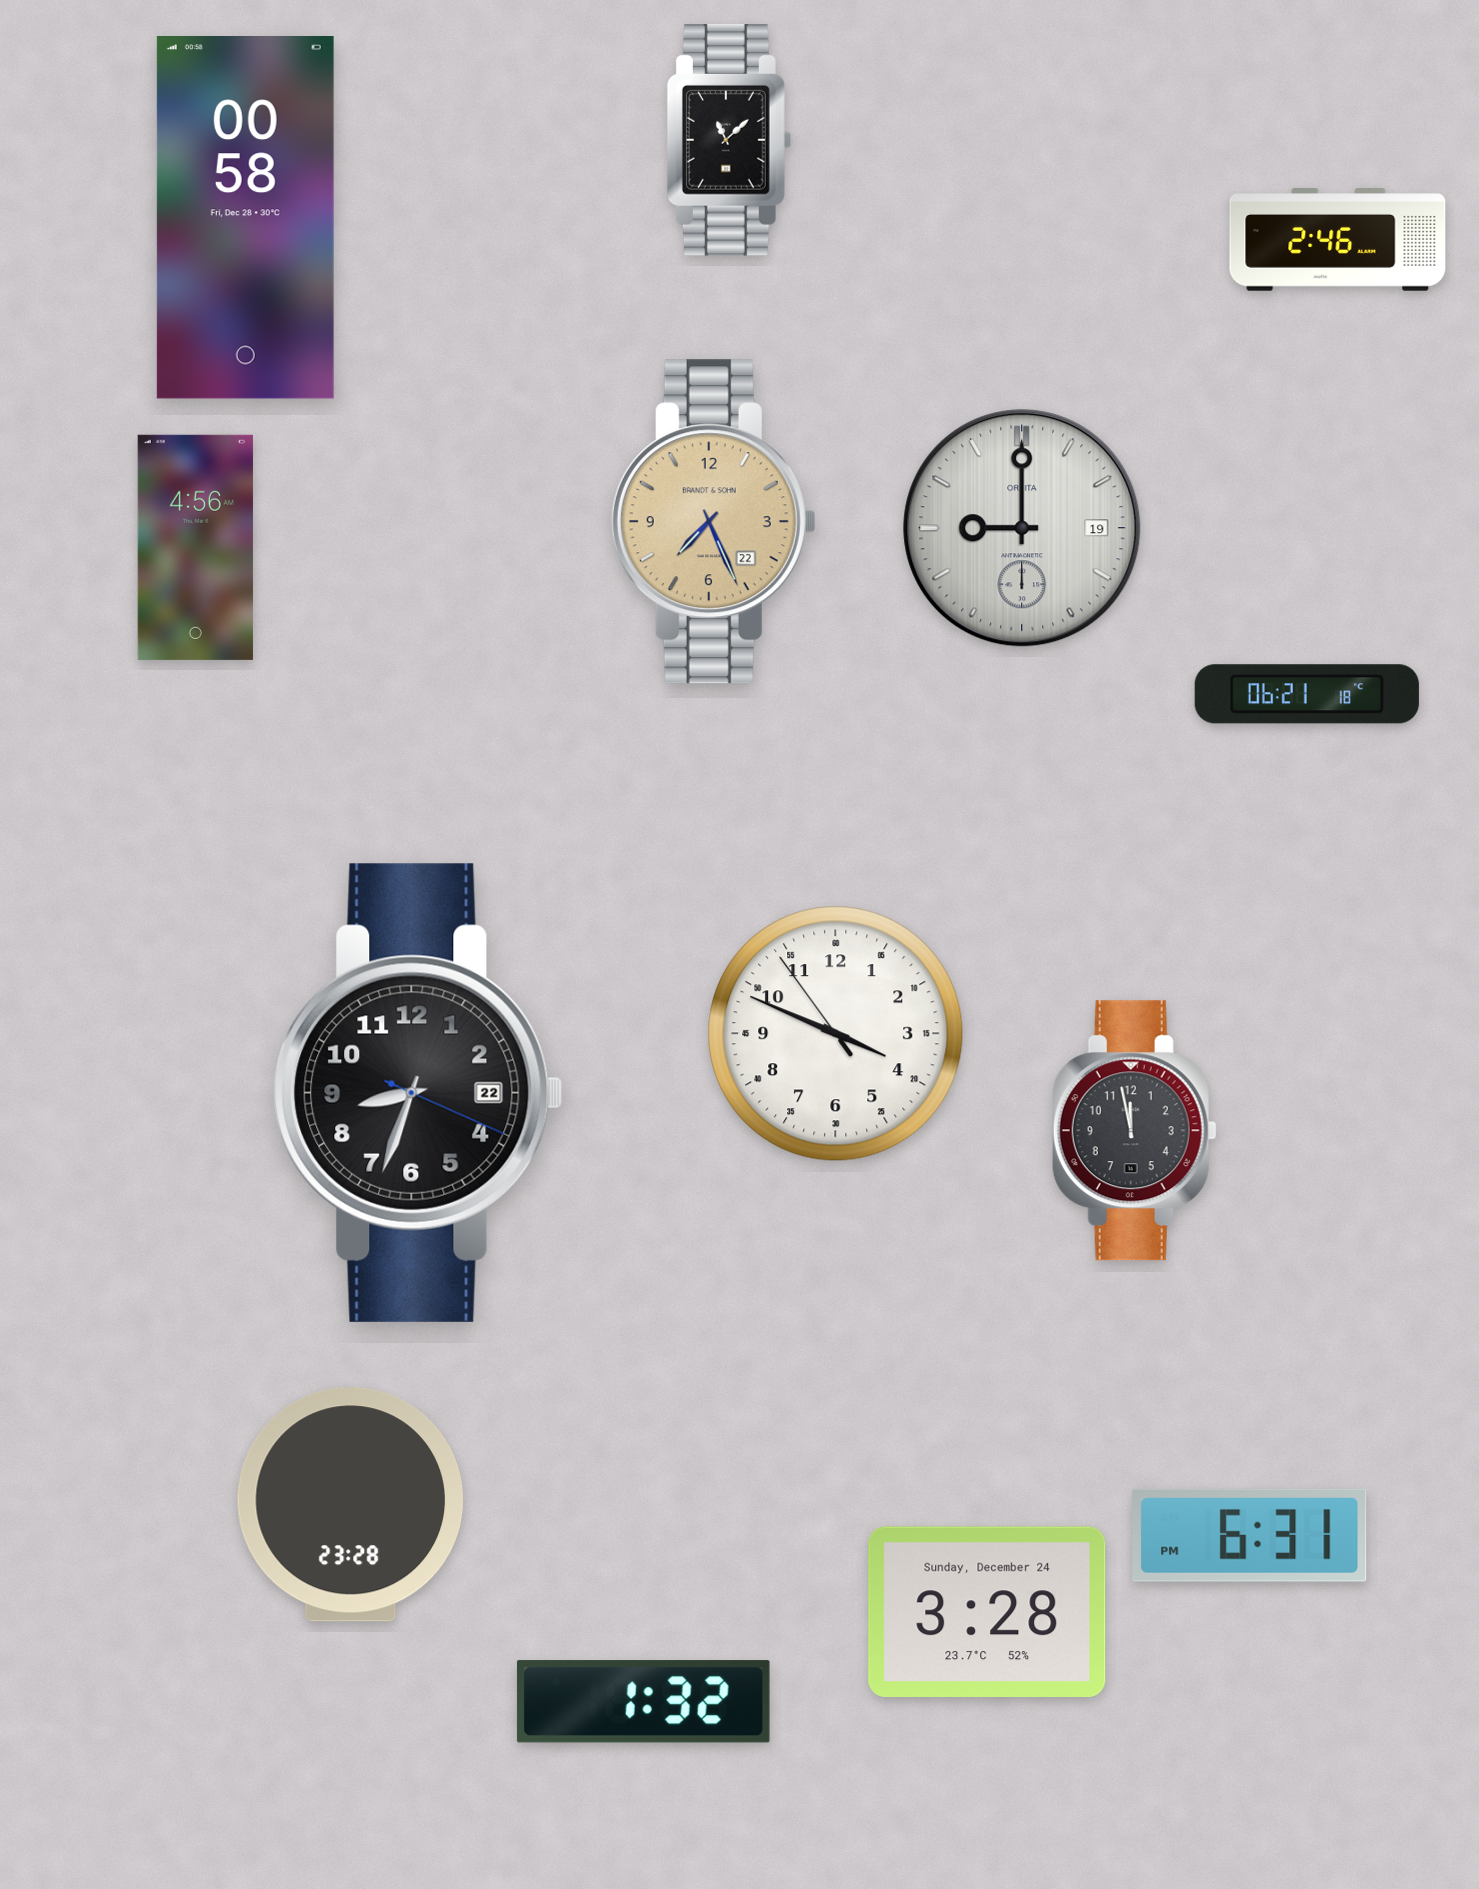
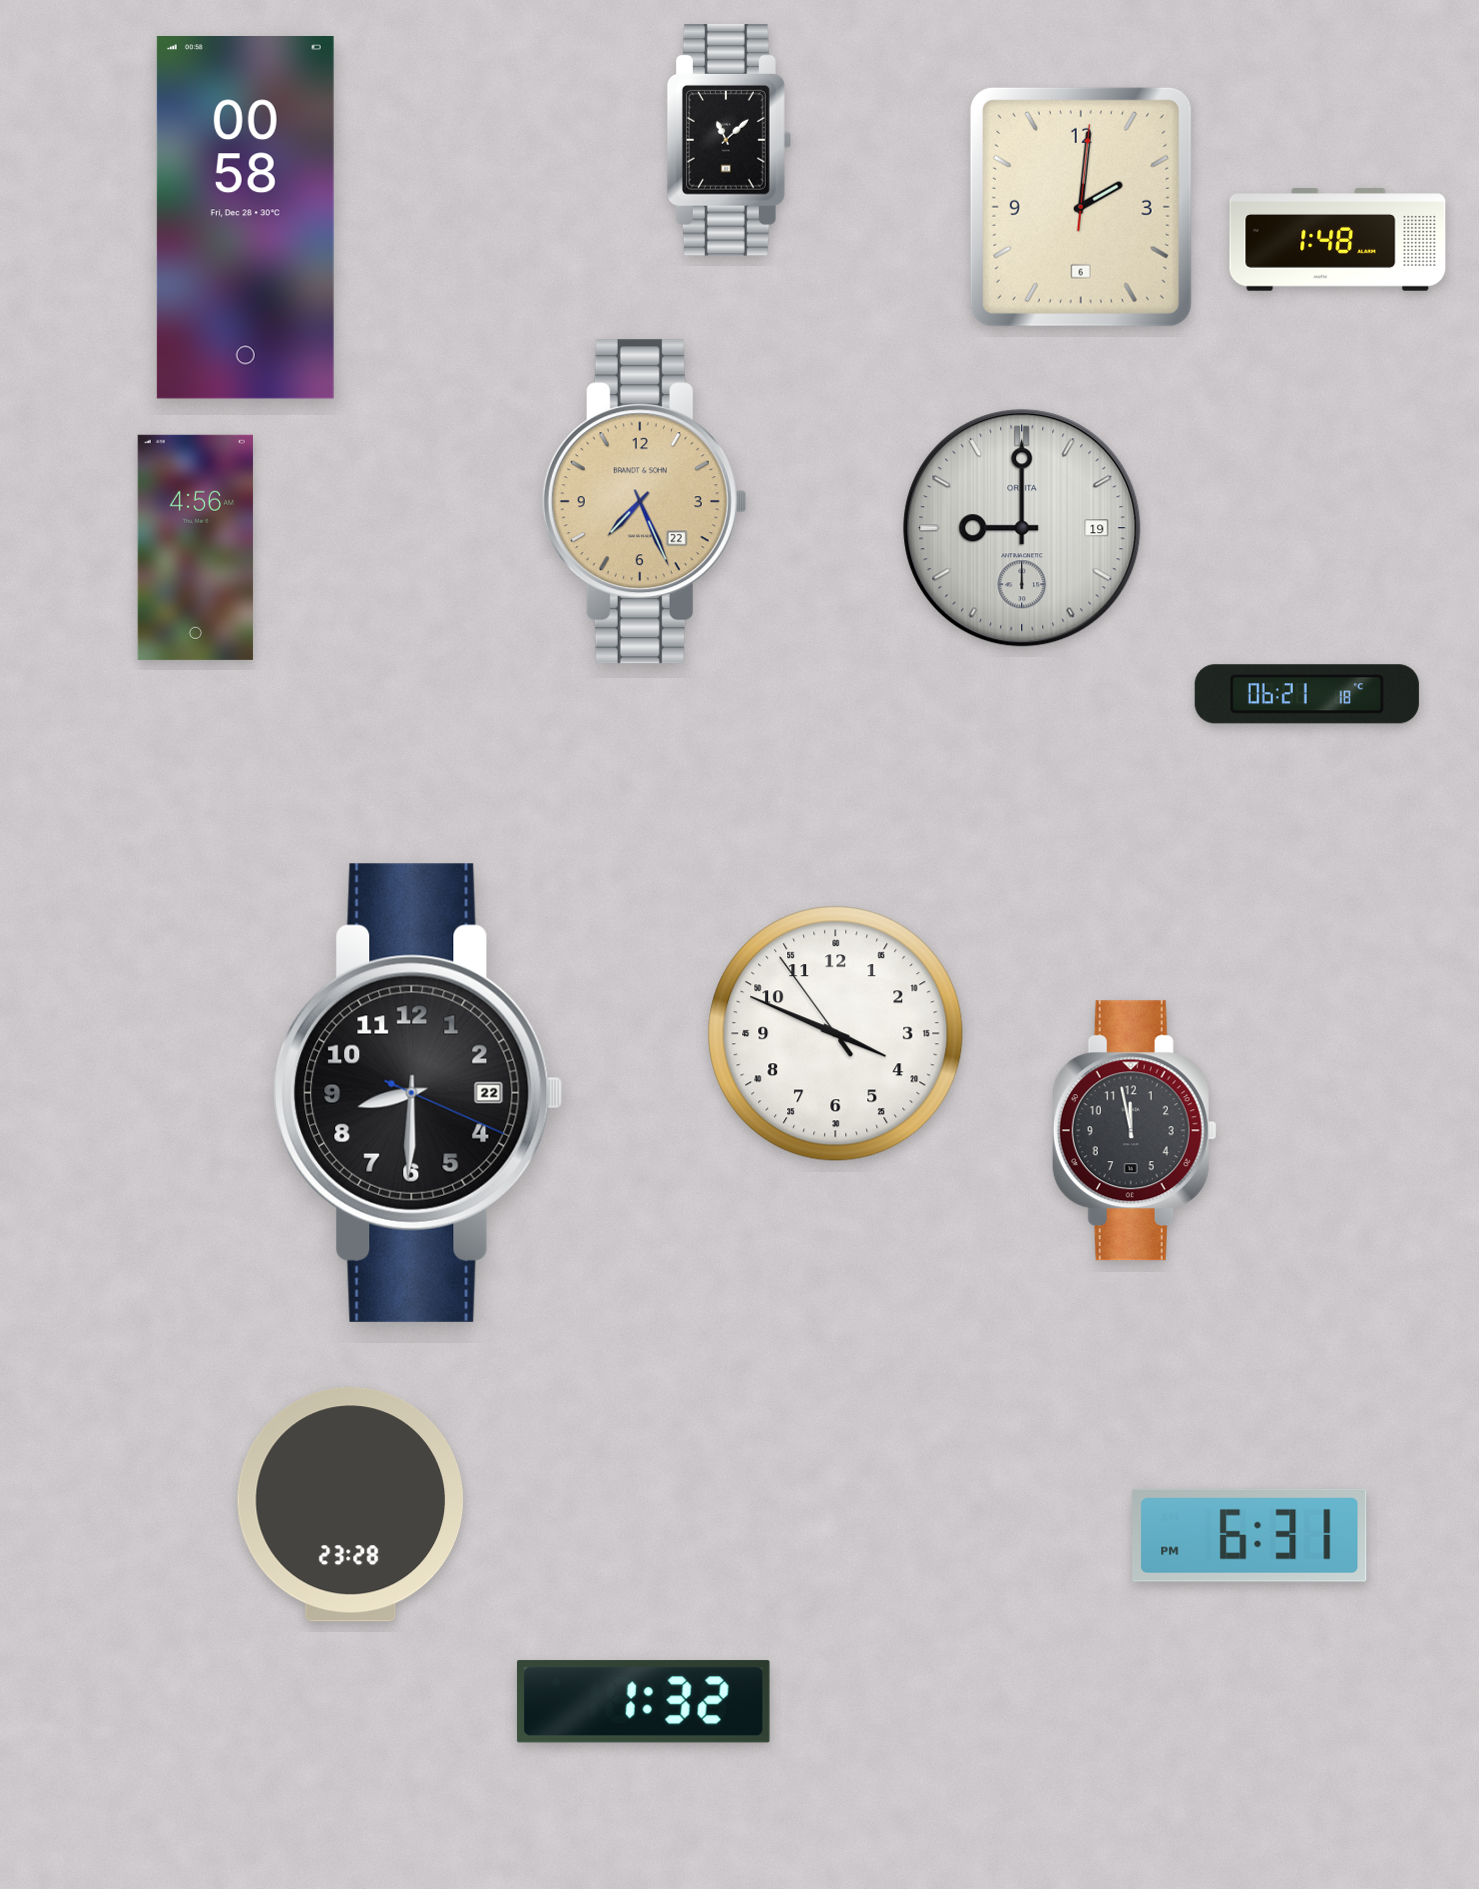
clock at (1081, 207): none -> 2:01
clock at (1338, 240): 2:46 -> 1:48
clock at (713, 522) position: (713, 522) -> (644, 502)
clock at (418, 1093): 8:33 -> 8:30
clock at (987, 1611): 3:28 -> none
